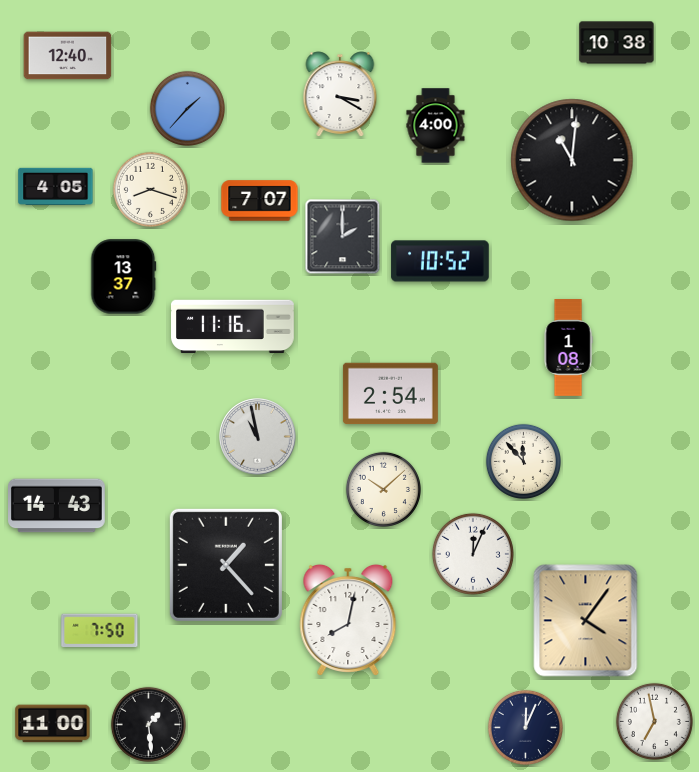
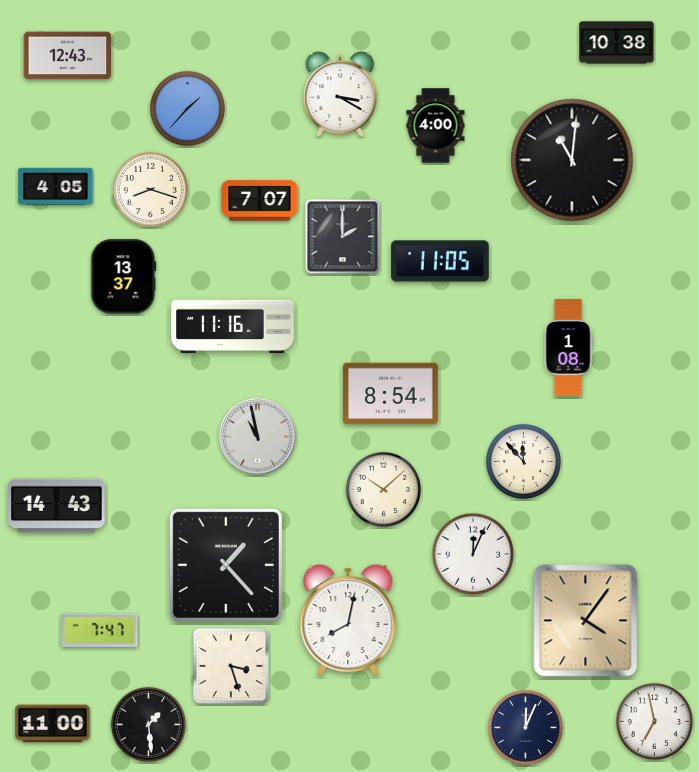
clock at (68, 56): 12:40 -> 12:43
clock at (440, 261): 10:52 -> 11:05
clock at (390, 394): 2:54 -> 8:54
clock at (100, 631): 7:50 -> 7:47
clock at (231, 666): none -> 3:27
